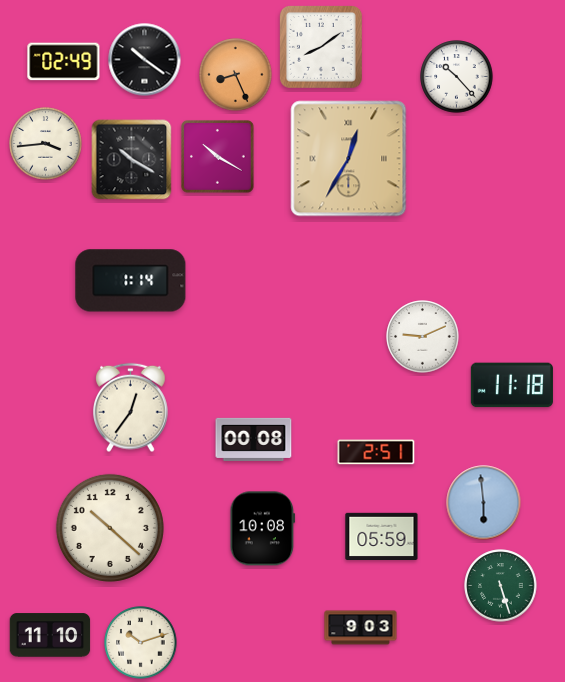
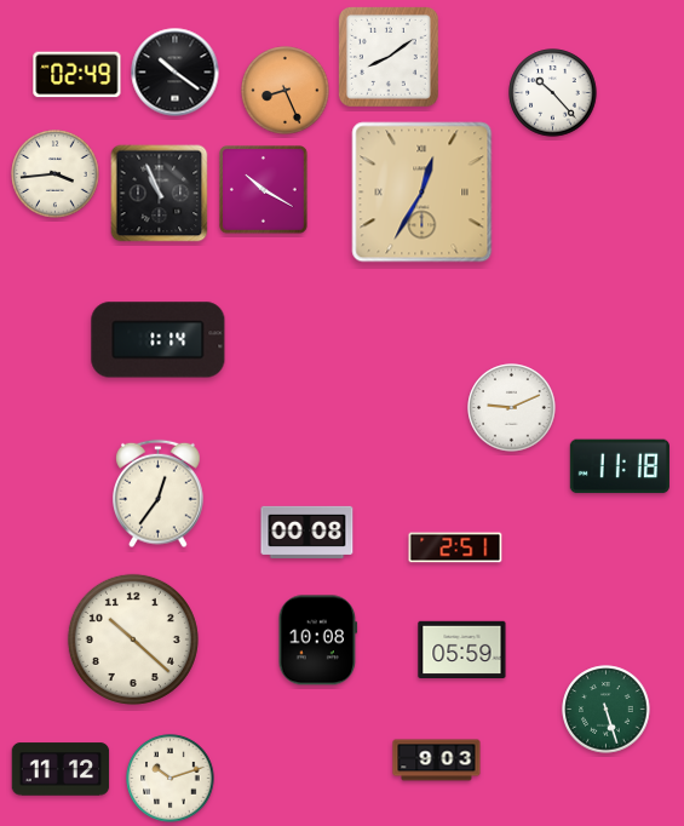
clock at (132, 160): 10:20 -> 10:56
clock at (484, 503): 5:59 -> none
clock at (50, 635): 11:10 -> 11:12
